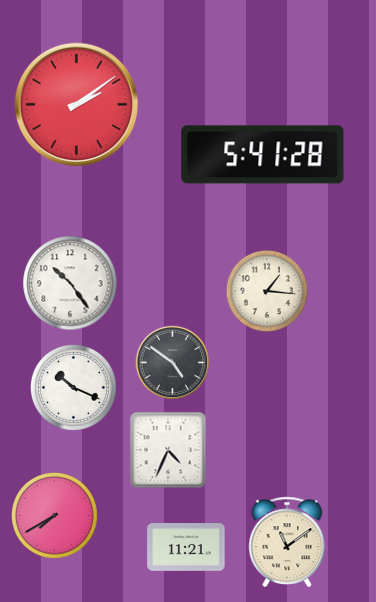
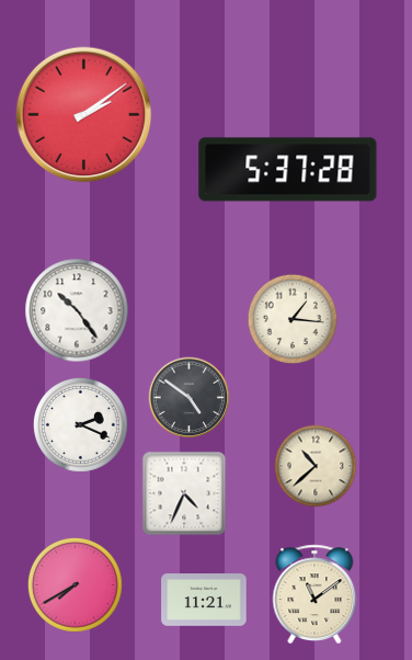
clock at (263, 155): 5:41 -> 5:37
clock at (73, 387): 10:19 -> 2:19
clock at (316, 466): none -> 10:38
clock at (54, 515) position: (54, 515) -> (75, 584)
